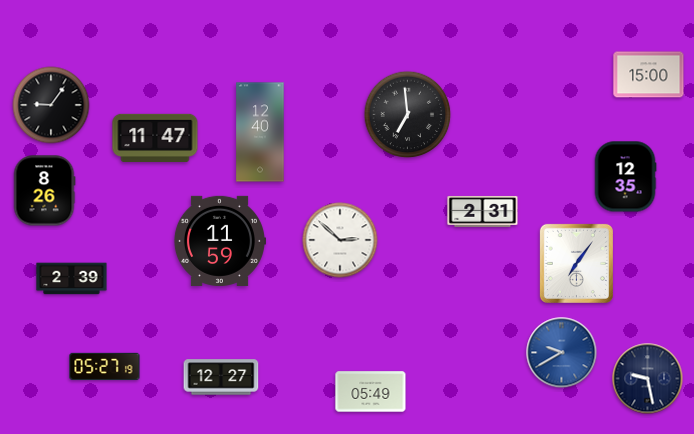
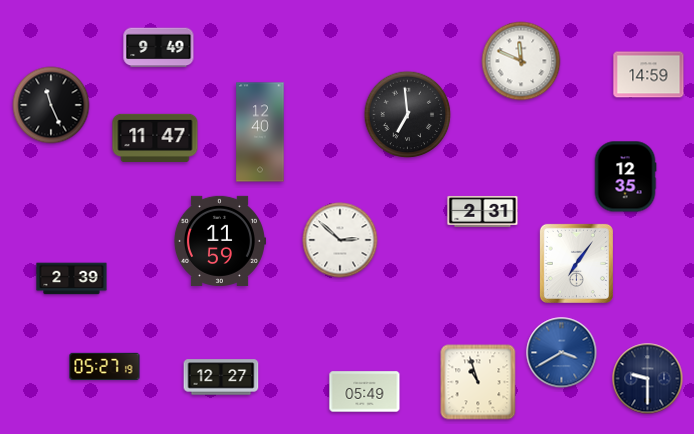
clock at (159, 48): none -> 9:49
clock at (521, 61): none -> 11:49
clock at (649, 75): 15:00 -> 14:59
clock at (51, 105): 9:06 -> 11:26
clock at (44, 191): 8:26 -> none
clock at (562, 353): 9:40 -> 3:40
clock at (648, 379): 9:28 -> 9:30
clock at (478, 382): none -> 10:57
clock at (371, 392) position: (371, 392) -> (365, 392)
